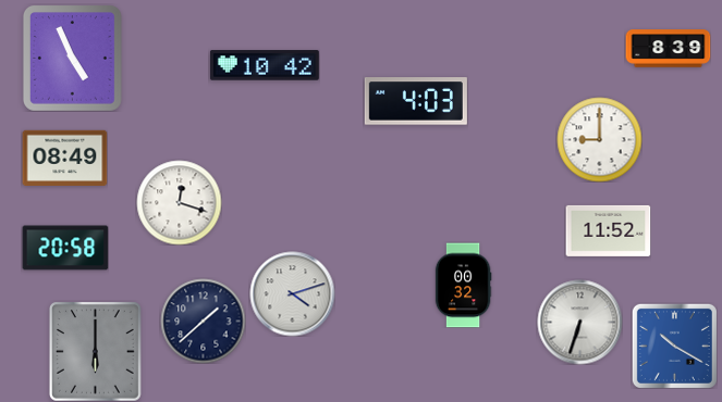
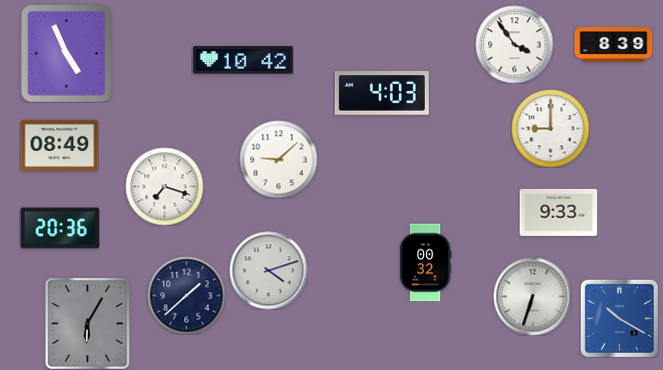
clock at (514, 44): none -> 3:54
clock at (278, 159): none -> 9:08
clock at (179, 202): 12:18 -> 7:18
clock at (608, 230): 11:52 -> 9:33
clock at (65, 248): 20:58 -> 20:36
clock at (96, 352): 6:00 -> 6:05
